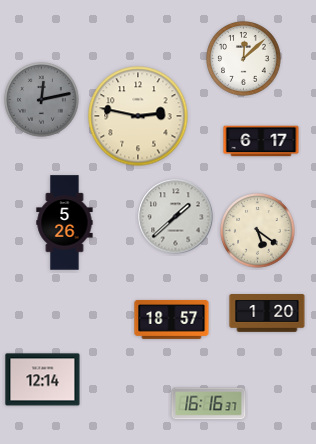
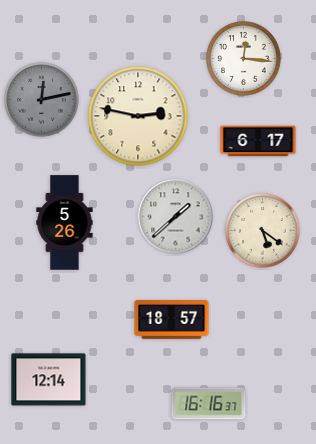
clock at (244, 59): 12:08 -> 12:16
clock at (261, 141) position: (261, 141) -> (258, 141)
clock at (258, 231) position: (258, 231) -> (263, 231)
clock at (267, 314): 1:20 -> none
clock at (43, 380) position: (43, 380) -> (49, 380)
